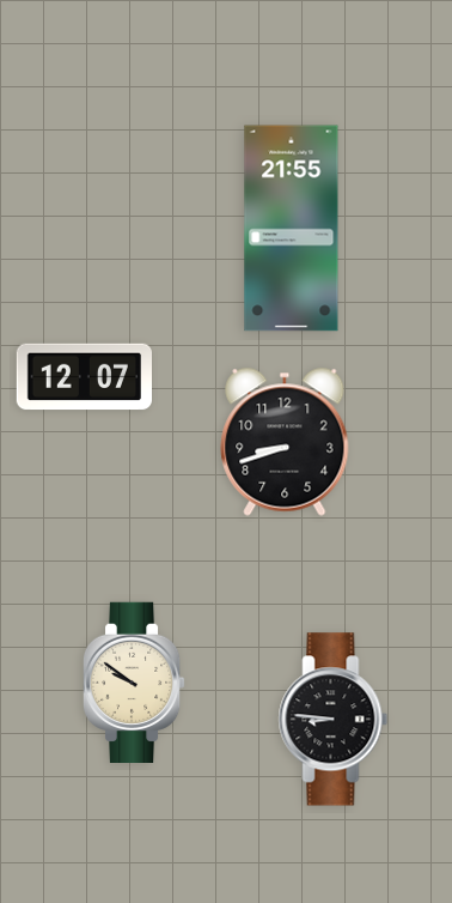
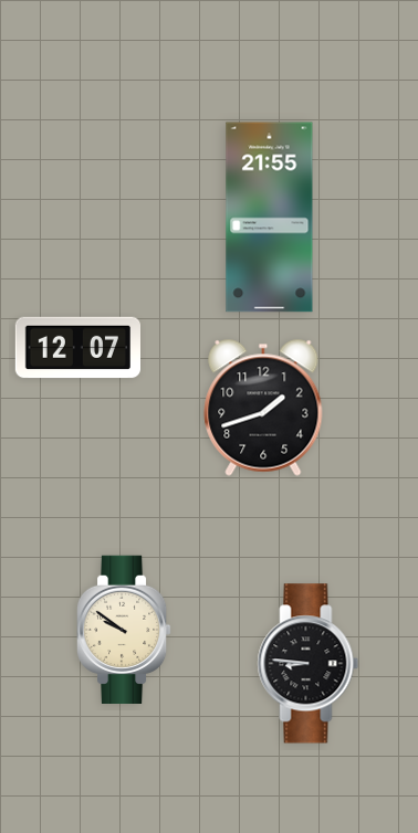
clock at (292, 229) position: (292, 229) -> (270, 218)
clock at (285, 442): 8:42 -> 1:42
